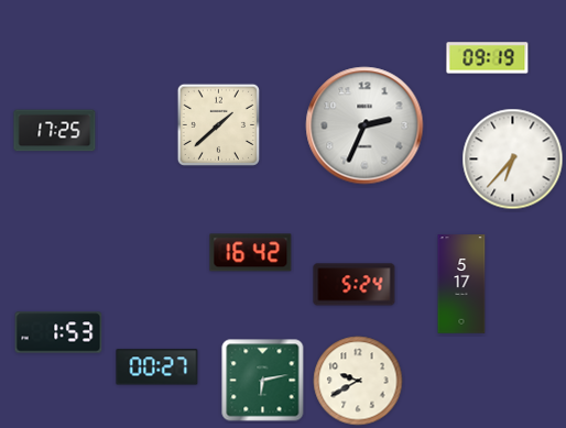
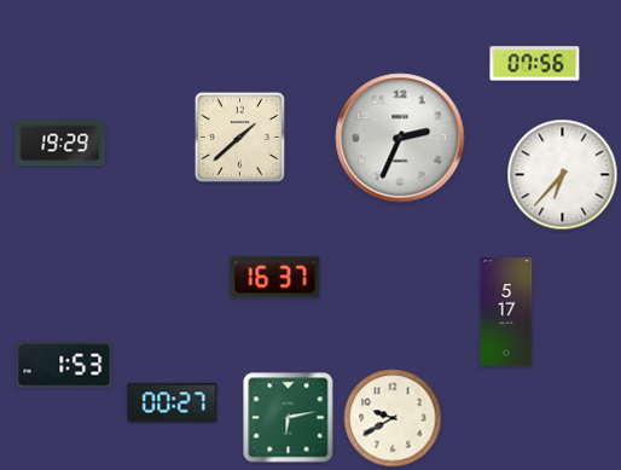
clock at (488, 58): 09:19 -> 07:56
clock at (55, 131): 17:25 -> 19:29
clock at (251, 253): 16:42 -> 16:37
clock at (355, 285): 5:24 -> none
